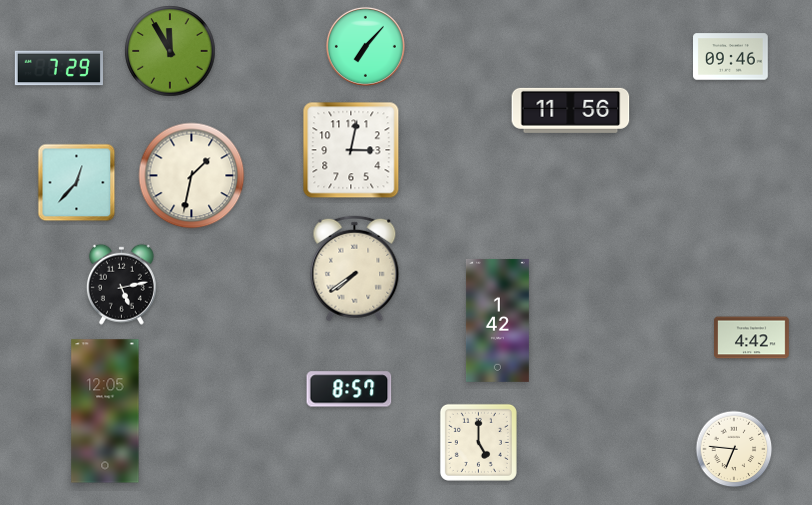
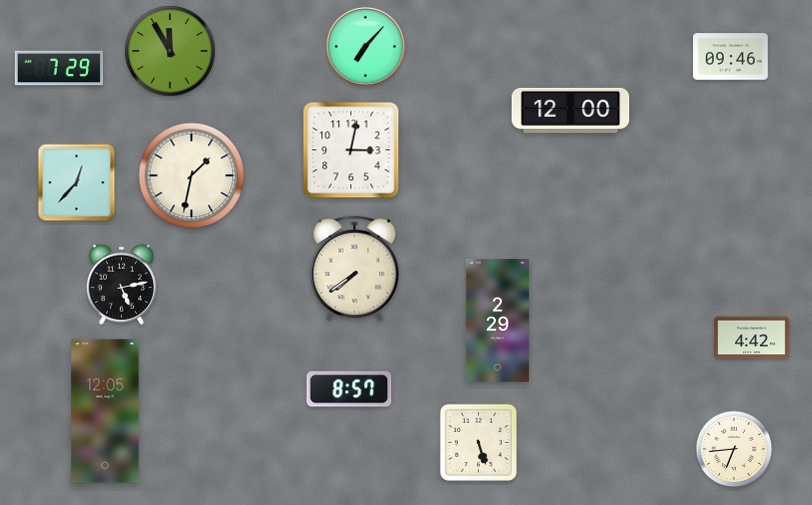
clock at (571, 110): 11:56 -> 12:00
clock at (497, 320): 1:42 -> 2:29
clock at (478, 442): 5:00 -> 5:27
clock at (734, 449): 6:46 -> 6:44
